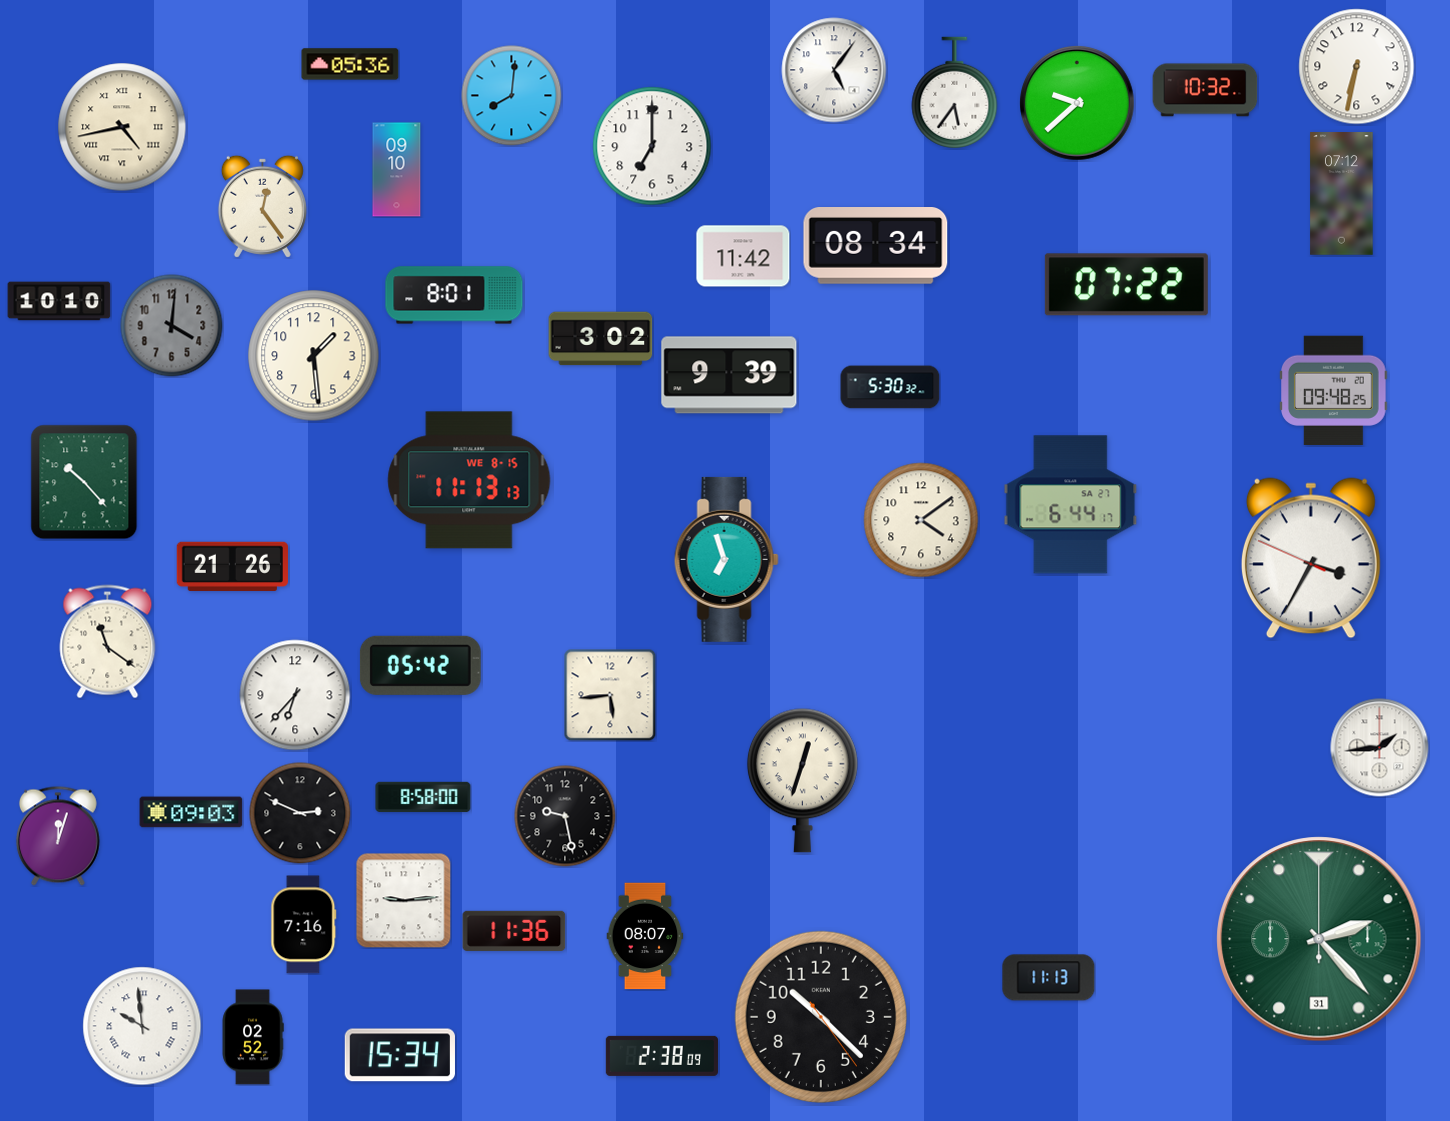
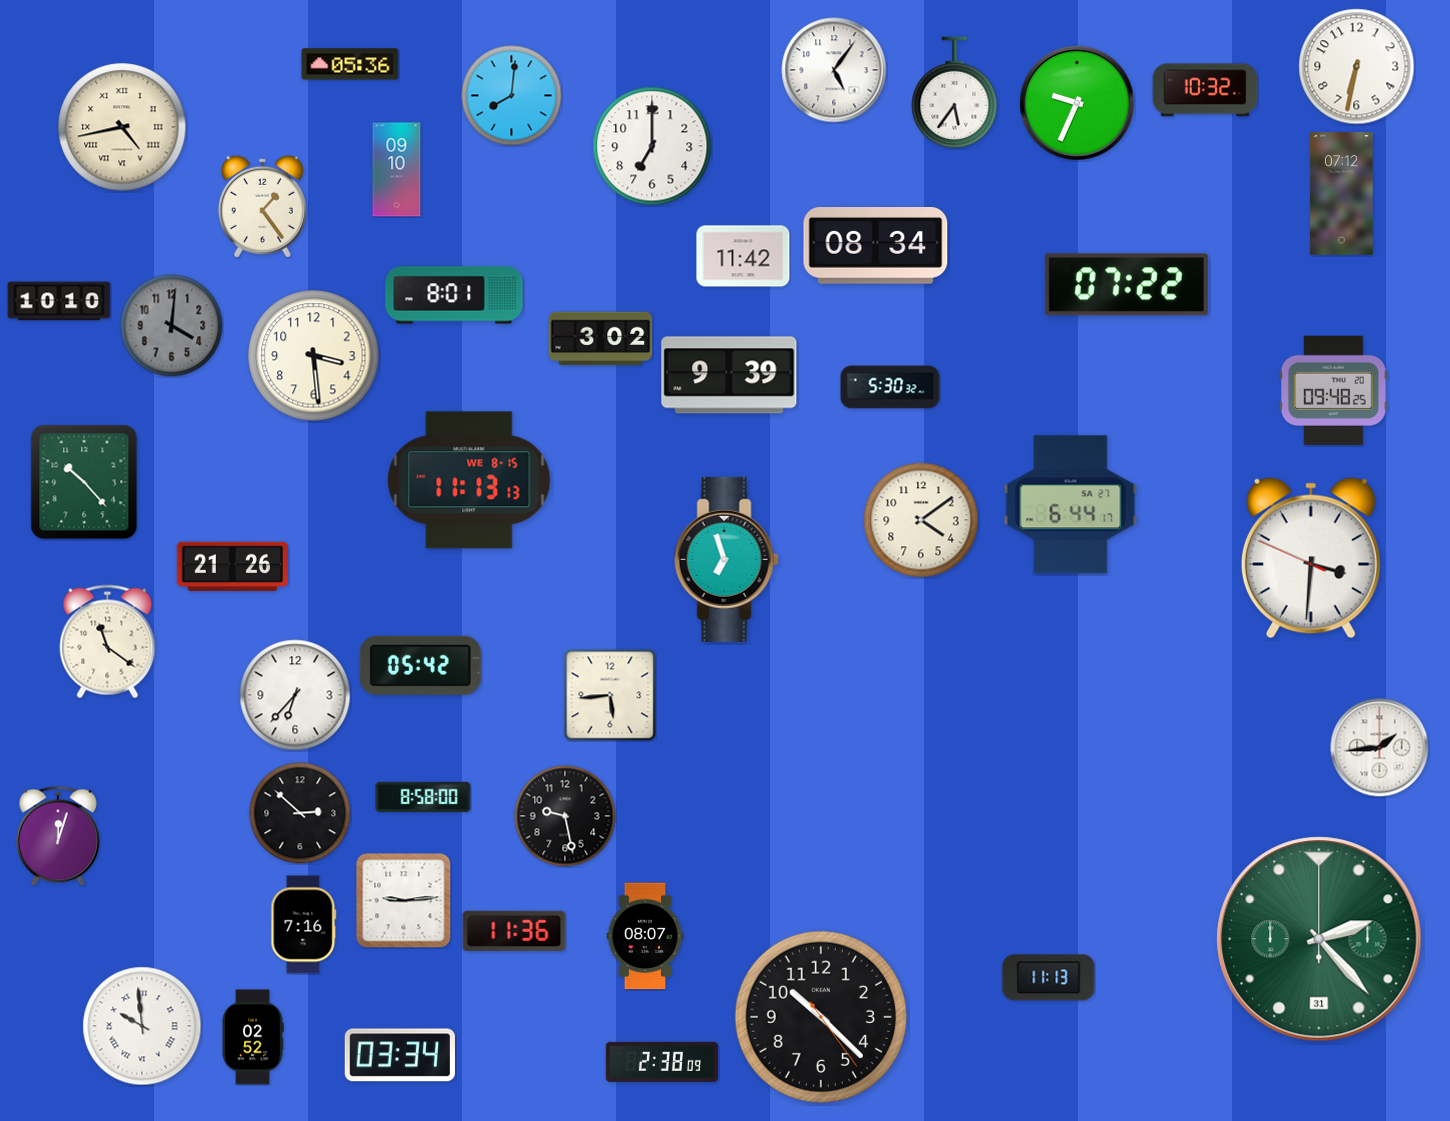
clock at (1078, 104): 9:38 -> 9:34
clock at (262, 206): 12:24 -> 1:24
clock at (314, 356): 1:29 -> 3:29
clock at (1311, 558): 3:34 -> 3:30
clock at (802, 780): 12:33 -> none
clock at (191, 812): 09:03 -> none
clock at (300, 813): 2:49 -> 2:52
clock at (400, 1055): 15:34 -> 03:34
clock at (662, 1056) position: (662, 1056) -> (662, 1062)
